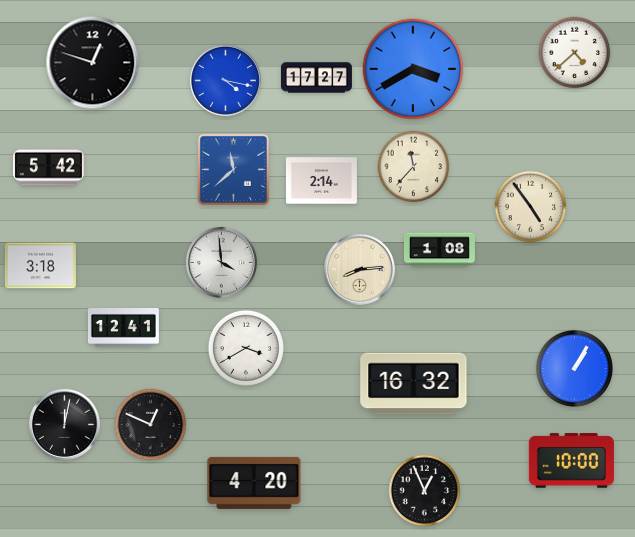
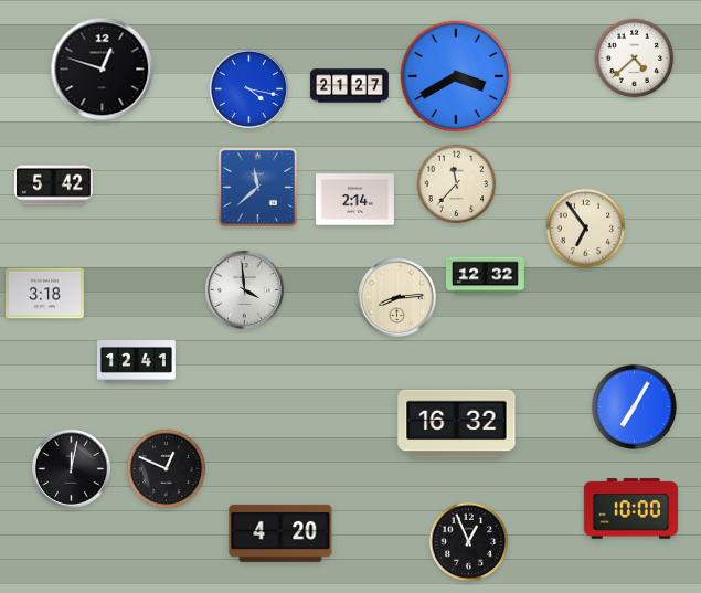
clock at (316, 78): 17:27 -> 21:27
clock at (531, 207): 4:54 -> 6:54
clock at (439, 250): 1:08 -> 12:32
clock at (246, 348): 3:40 -> none
clock at (574, 368): 1:05 -> 7:05
